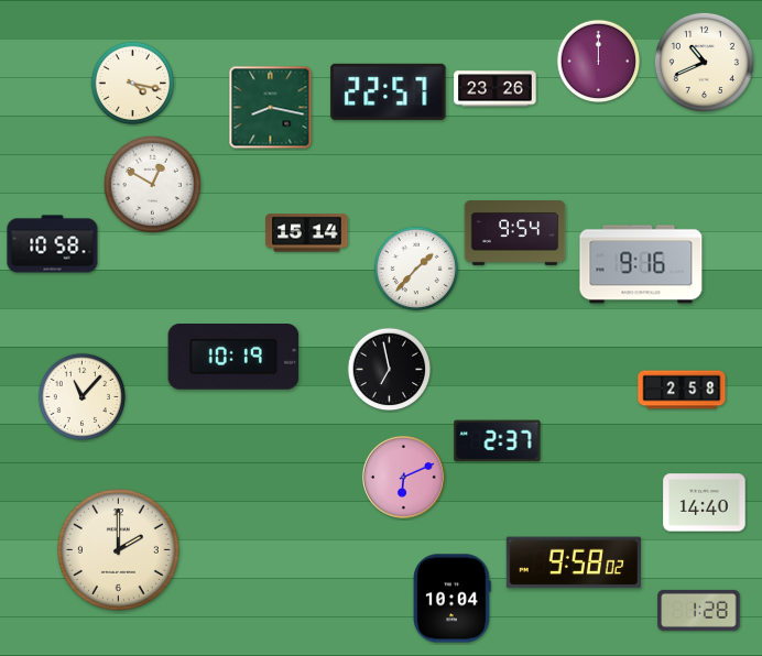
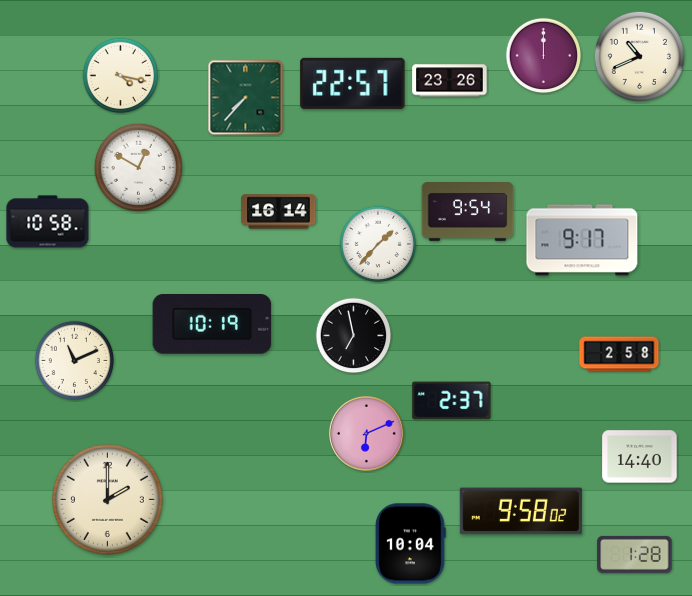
clock at (271, 108): 8:17 -> 7:37
clock at (307, 233): 15:14 -> 16:14
clock at (641, 264): 9:16 -> 9:17
clock at (83, 397): 11:07 -> 11:11
